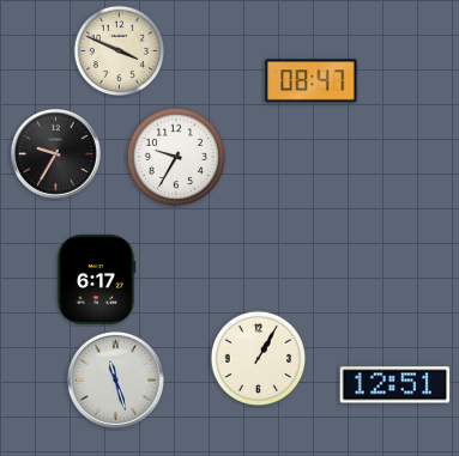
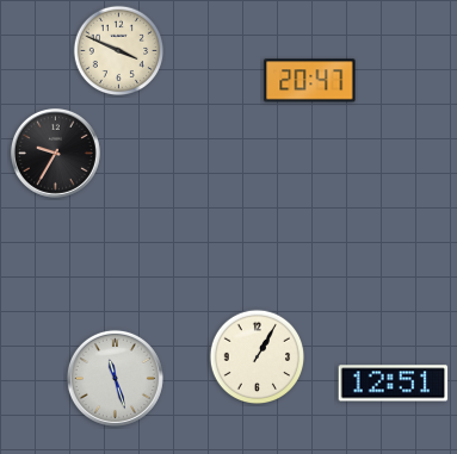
clock at (312, 81): 08:47 -> 20:47
clock at (175, 156): 9:35 -> none
clock at (96, 280): 6:17 -> none
